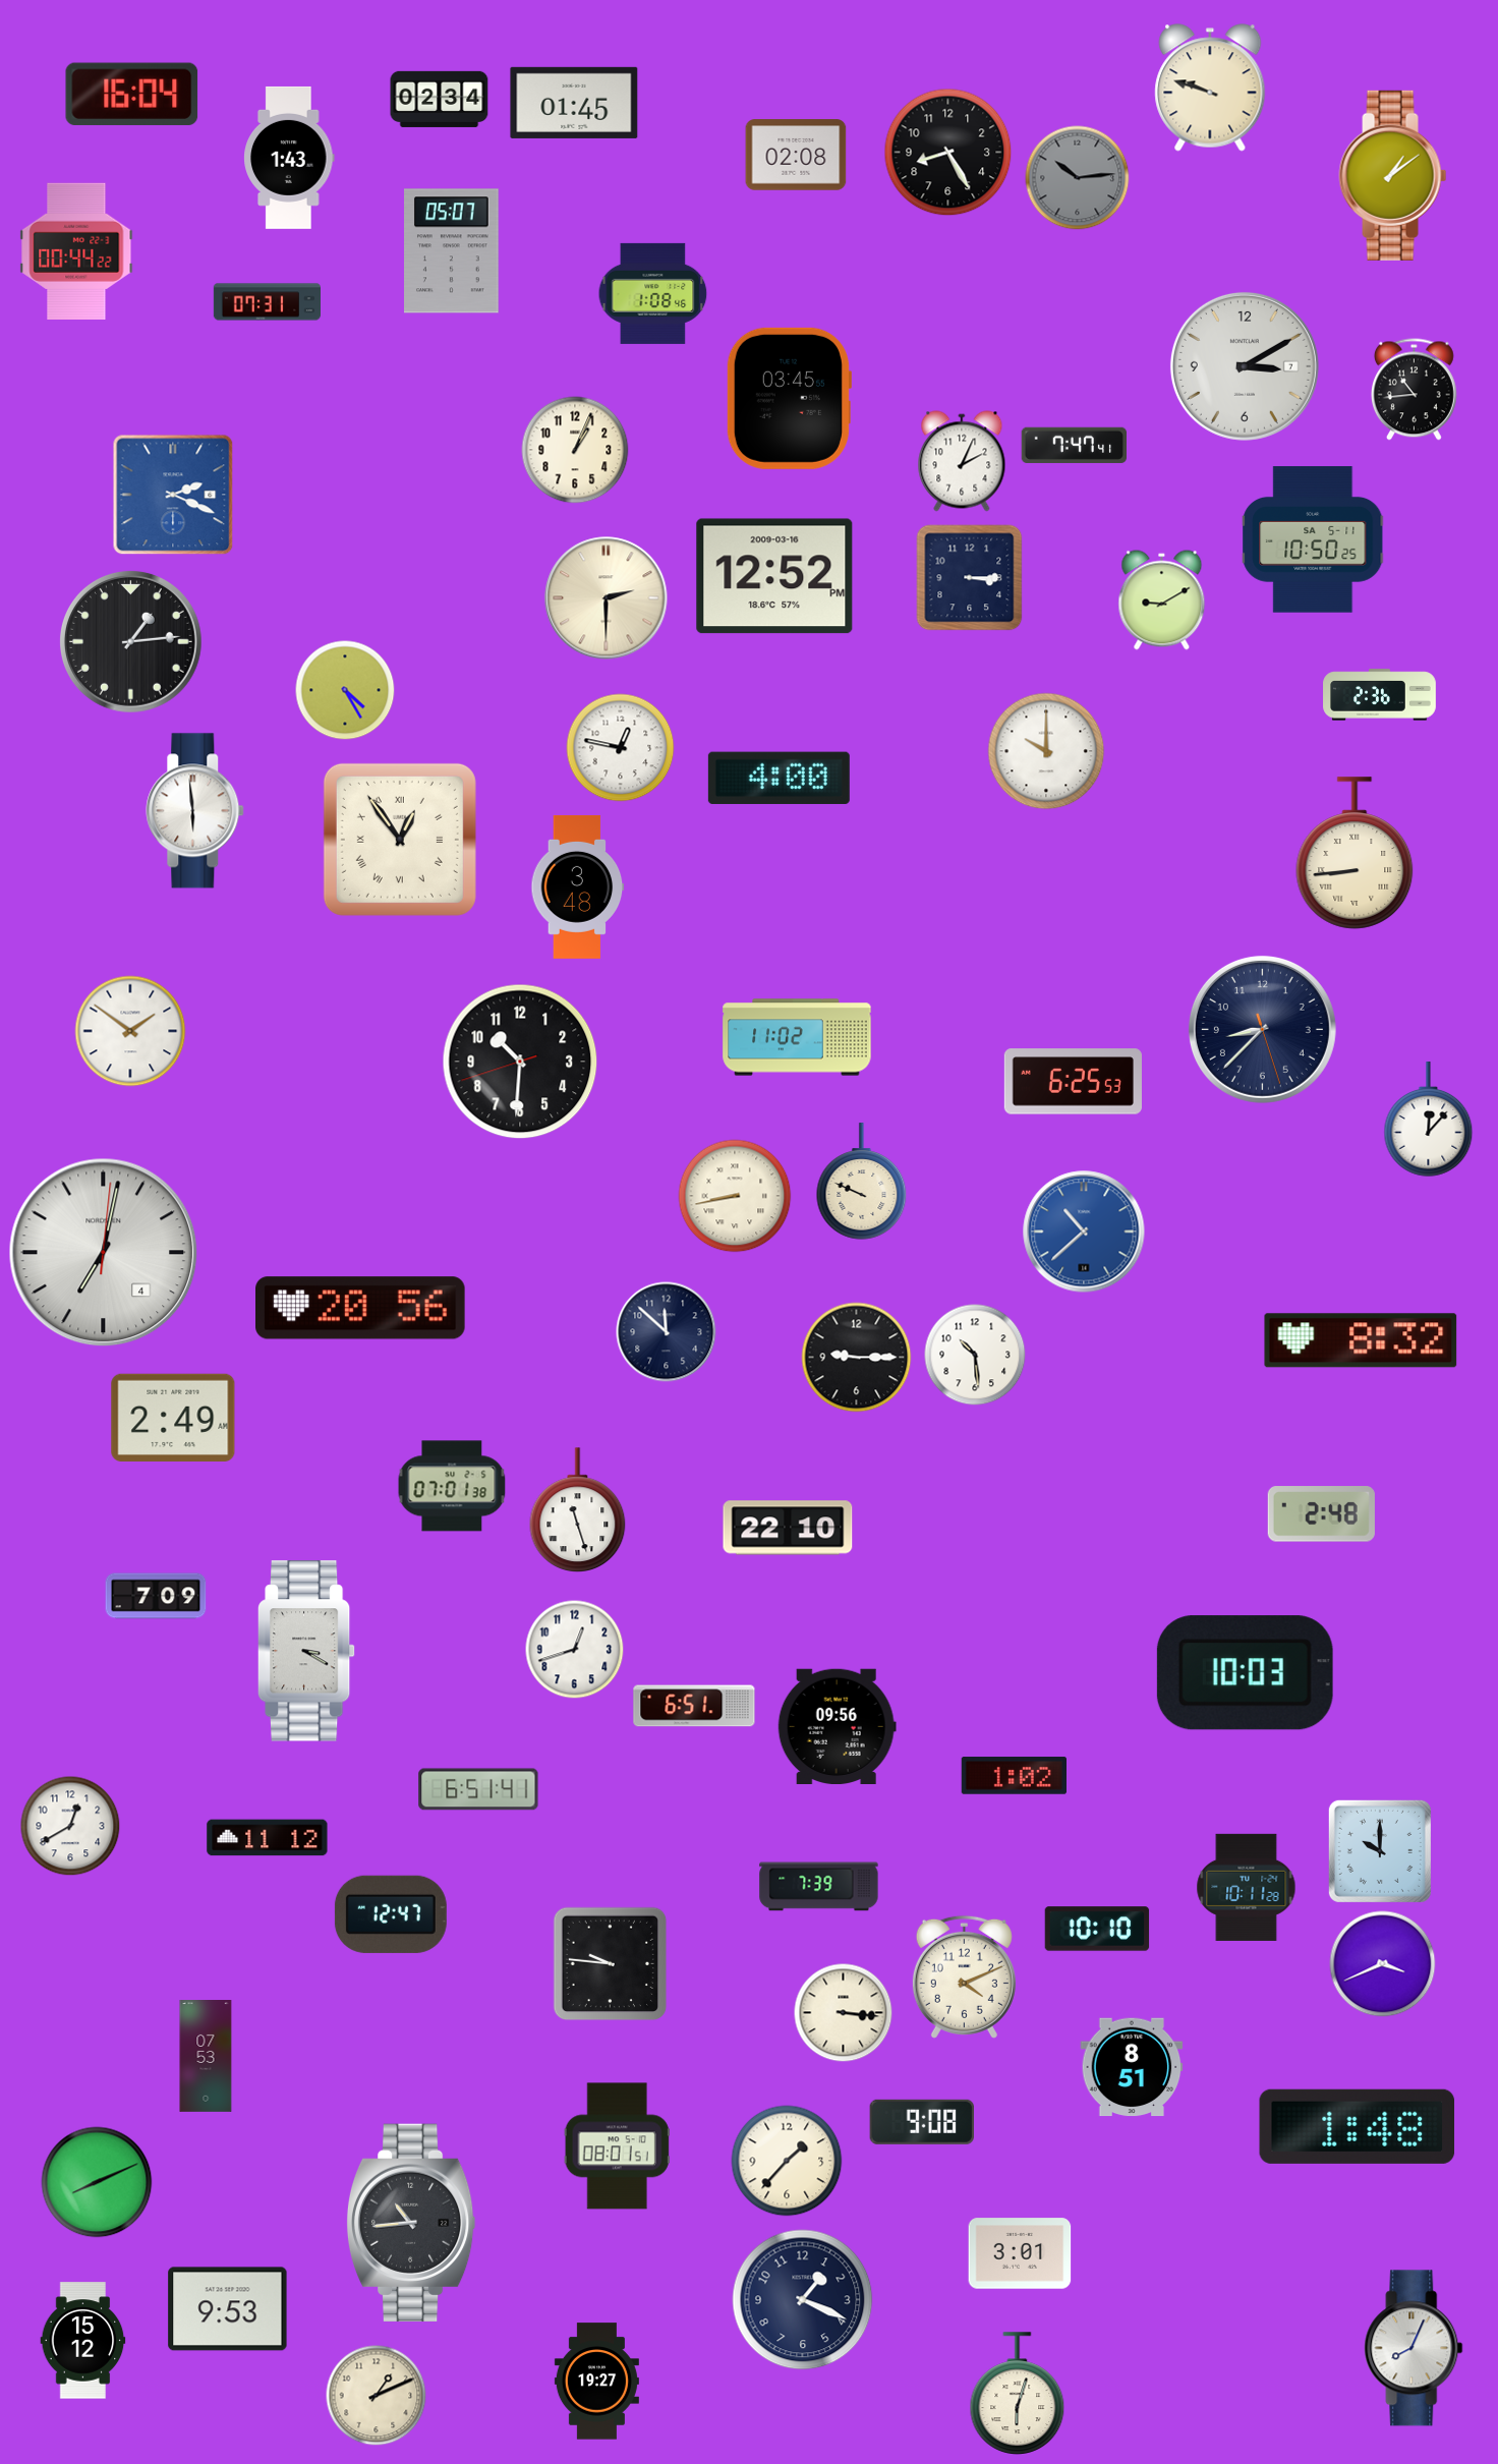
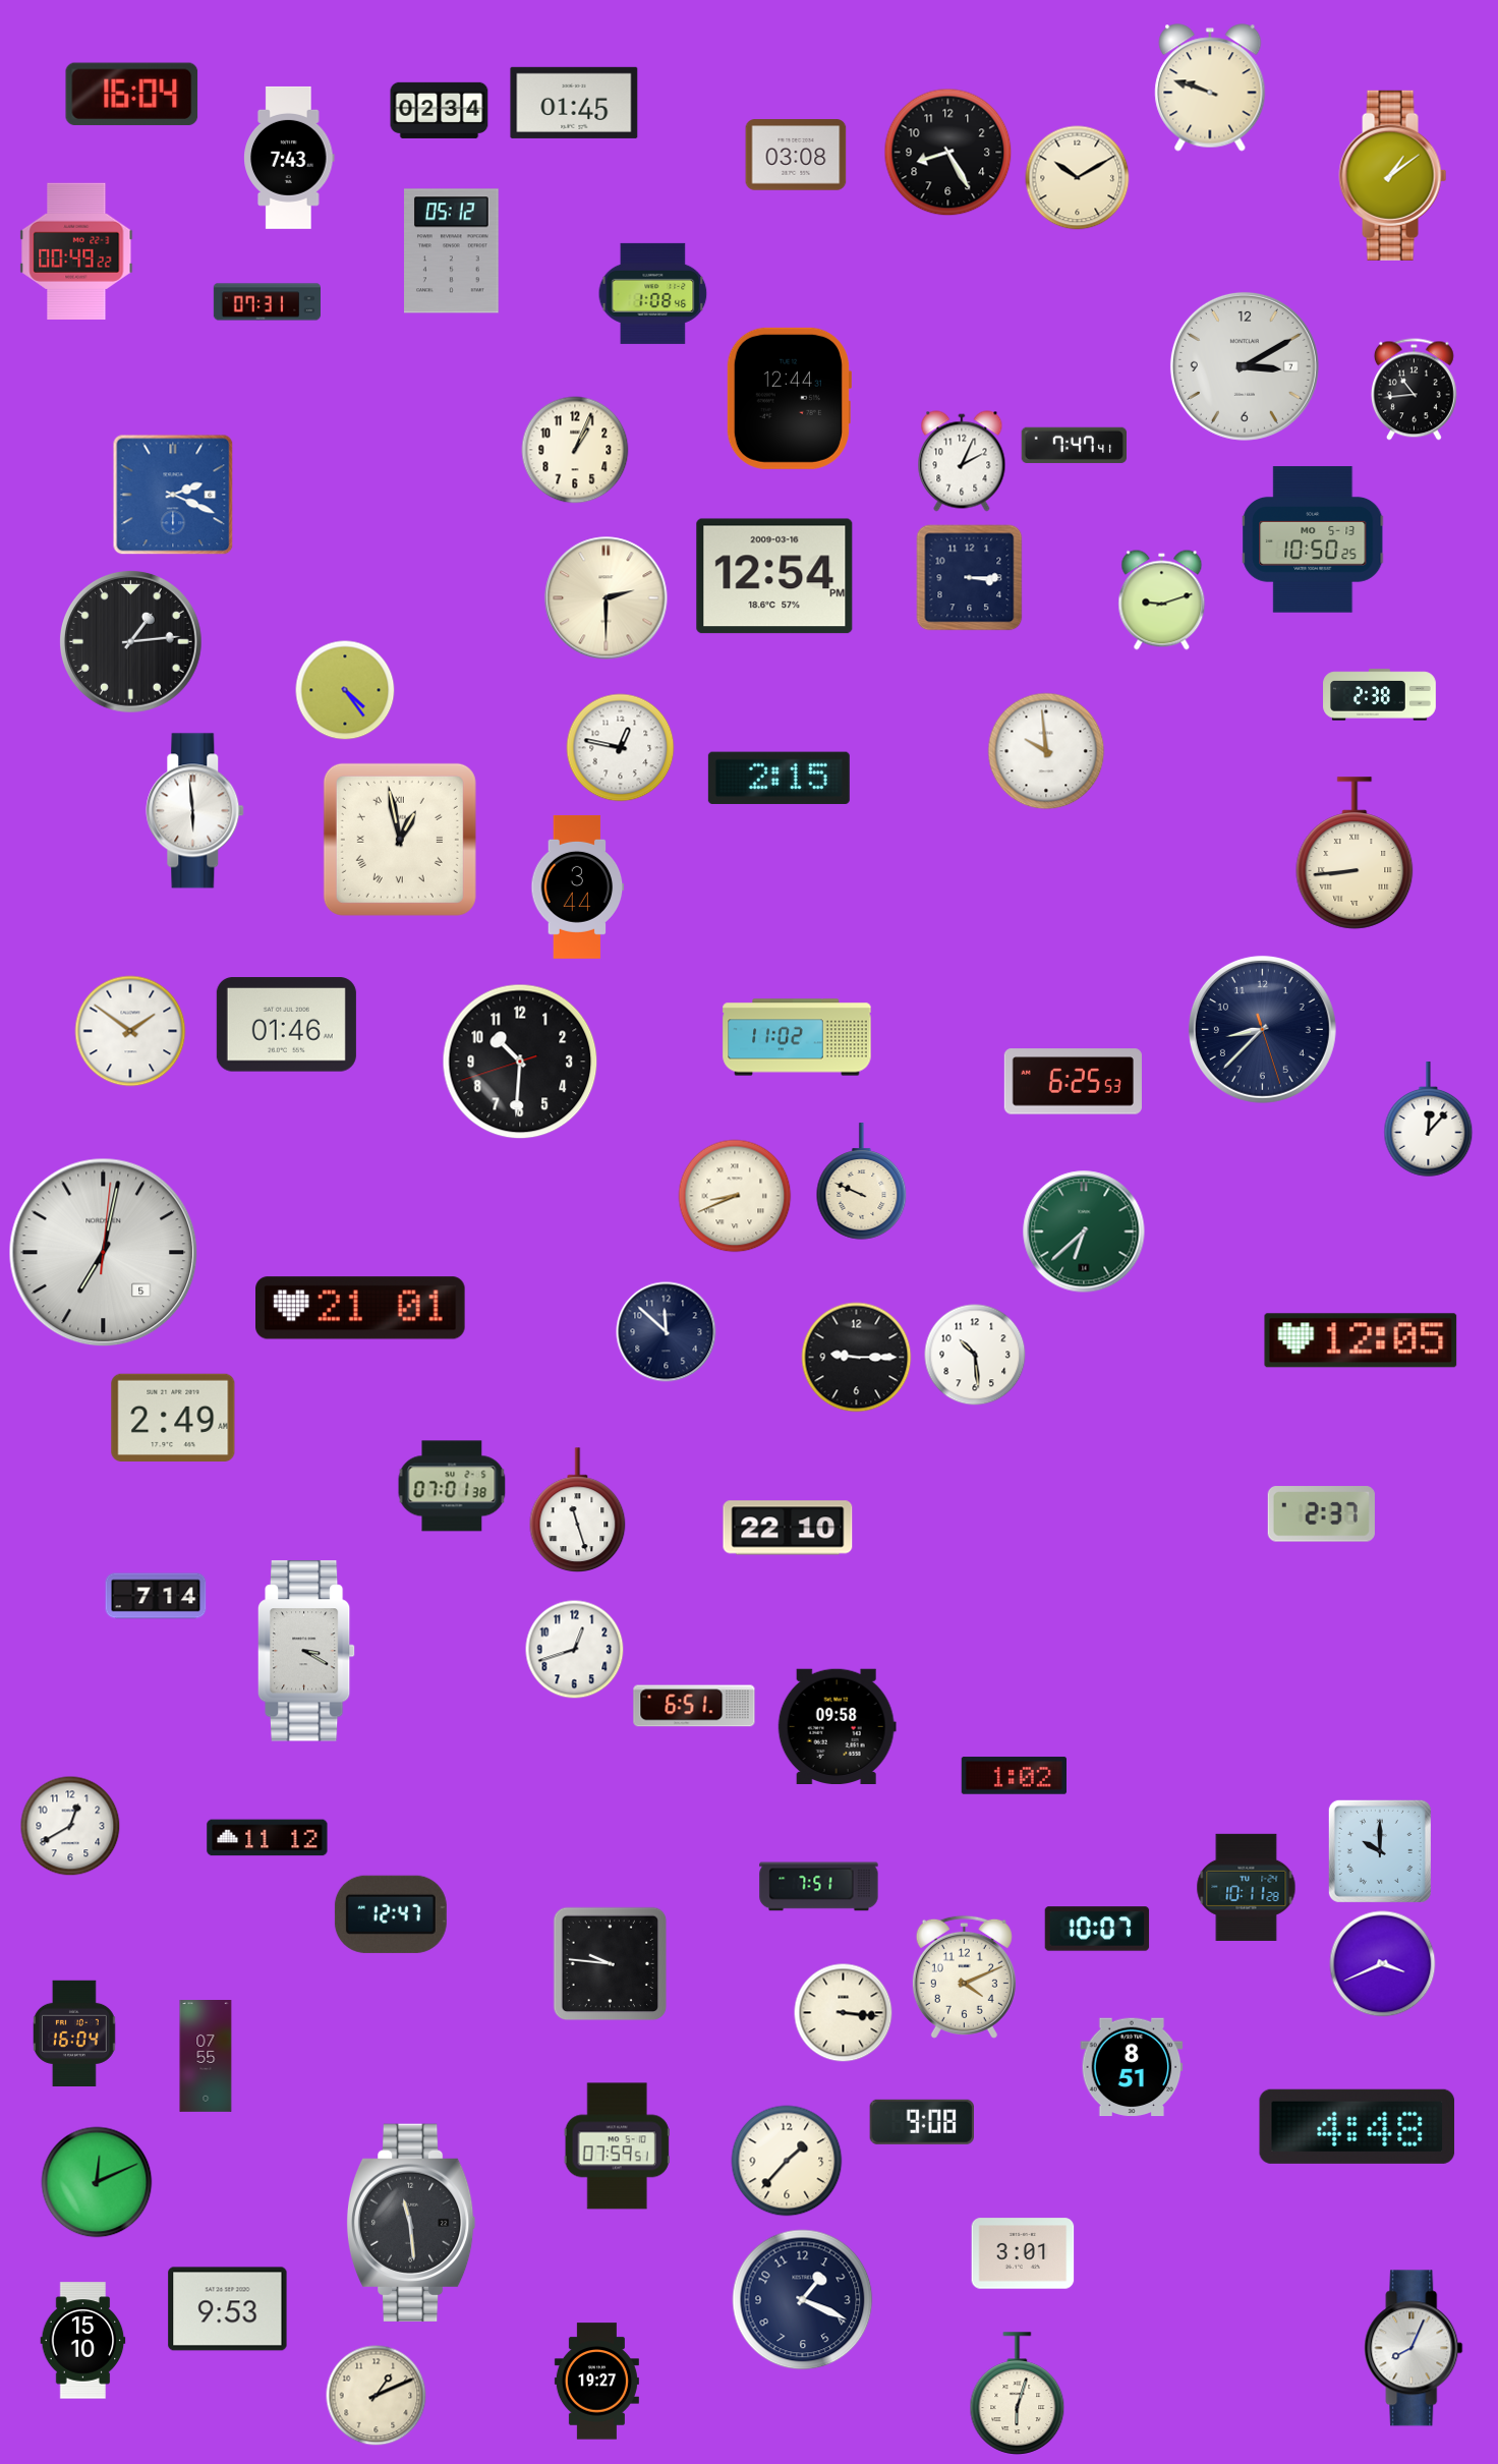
clock at (440, 99) position: (440, 99) -> (440, 110)
clock at (796, 155): 02:08 -> 03:08
clock at (289, 158): 1:43 -> 7:43
clock at (1078, 178): 10:14 -> 10:10
clock at (1078, 178) dial: grey -> cream
clock at (76, 250): 00:44 -> 00:49
clock at (452, 251): 05:07 -> 05:12
clock at (789, 398): 03:45 -> 12:44
clock at (1314, 539) date: SA 5-11 -> MO 5-13
clock at (774, 576): 12:52 -> 12:54
clock at (1162, 600): 9:10 -> 9:12
clock at (345, 690): 4:25 -> 4:24
clock at (1380, 695): 2:36 -> 2:38
clock at (1046, 751): 10:00 -> 9:59
clock at (779, 778): 4:00 -> 2:15
clock at (400, 840): 12:54 -> 12:58
clock at (578, 886): 3:48 -> 3:44
clock at (286, 1025): none -> 01:46
clock at (735, 1196): 8:43 -> 8:41
clock at (1084, 1231): 10:38 -> 6:38
clock at (1084, 1231) dial: blue -> green
clock at (104, 1253) date: 4 -> 5
clock at (361, 1308): 20:56 -> 21:01
clock at (1361, 1340): 8:32 -> 12:05
clock at (1321, 1514): 2:48 -> 2:37
clock at (156, 1596): 7:09 -> 7:14
clock at (1245, 1673): 10:03 -> none
clock at (837, 1726): 09:56 -> 09:58
clock at (478, 1789): 6:51 -> none
clock at (819, 1887): 7:39 -> 7:51
clock at (1097, 1929): 10:10 -> 10:07
clock at (74, 2032): none -> 16:04
clock at (206, 2057): 07:53 -> 07:55
clock at (1358, 2126): 1:48 -> 4:48
clock at (617, 2146): 08:01 -> 07:59
clock at (97, 2182): 8:11 -> 12:11
clock at (411, 2223): 10:44 -> 11:29
clock at (1020, 2253) position: (1020, 2253) -> (1023, 2253)
clock at (83, 2341): 15:12 -> 15:10
